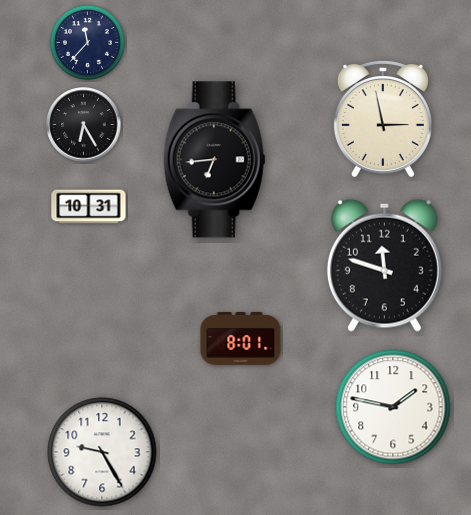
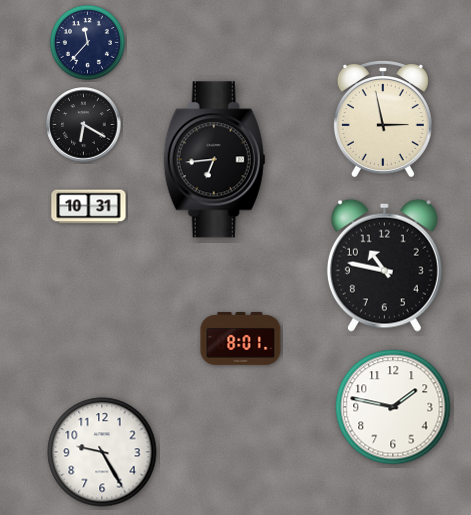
clock at (84, 125): 6:25 -> 6:20
clock at (384, 265): 11:48 -> 10:47
